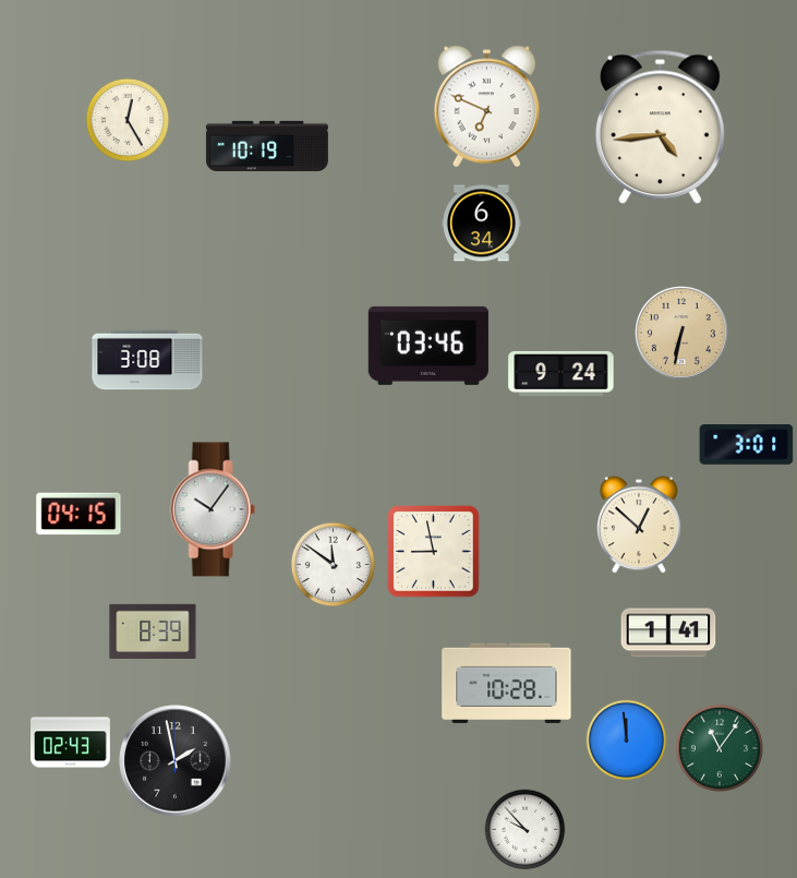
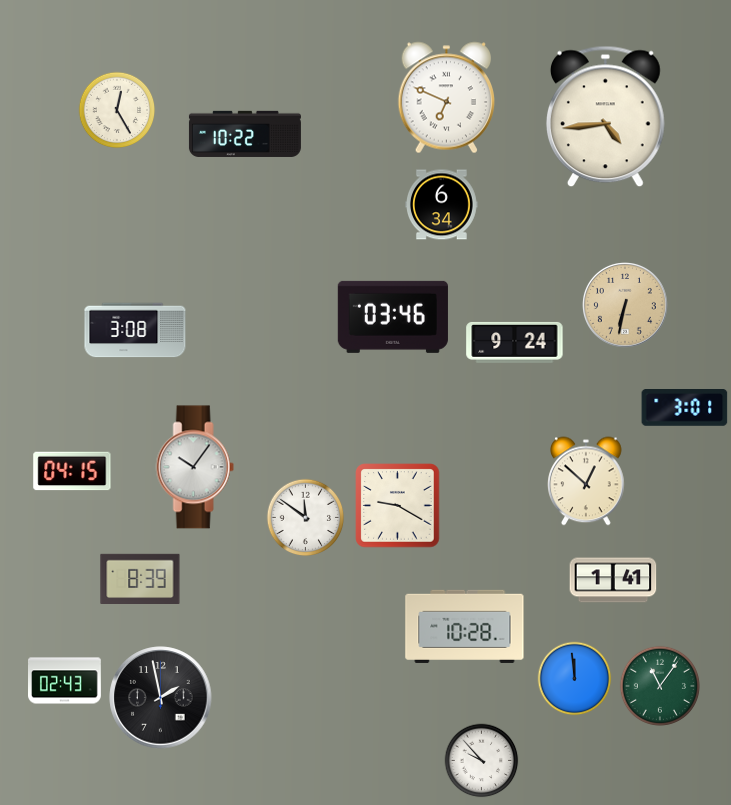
clock at (267, 146): 10:19 -> 10:22
clock at (434, 552): 8:58 -> 9:20
